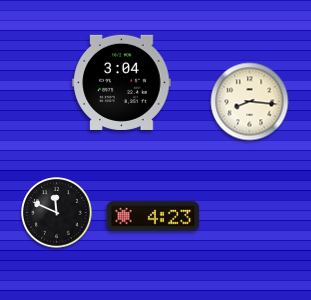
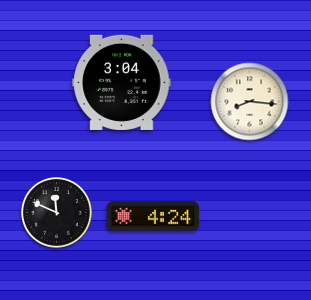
clock at (153, 216): 4:23 -> 4:24
